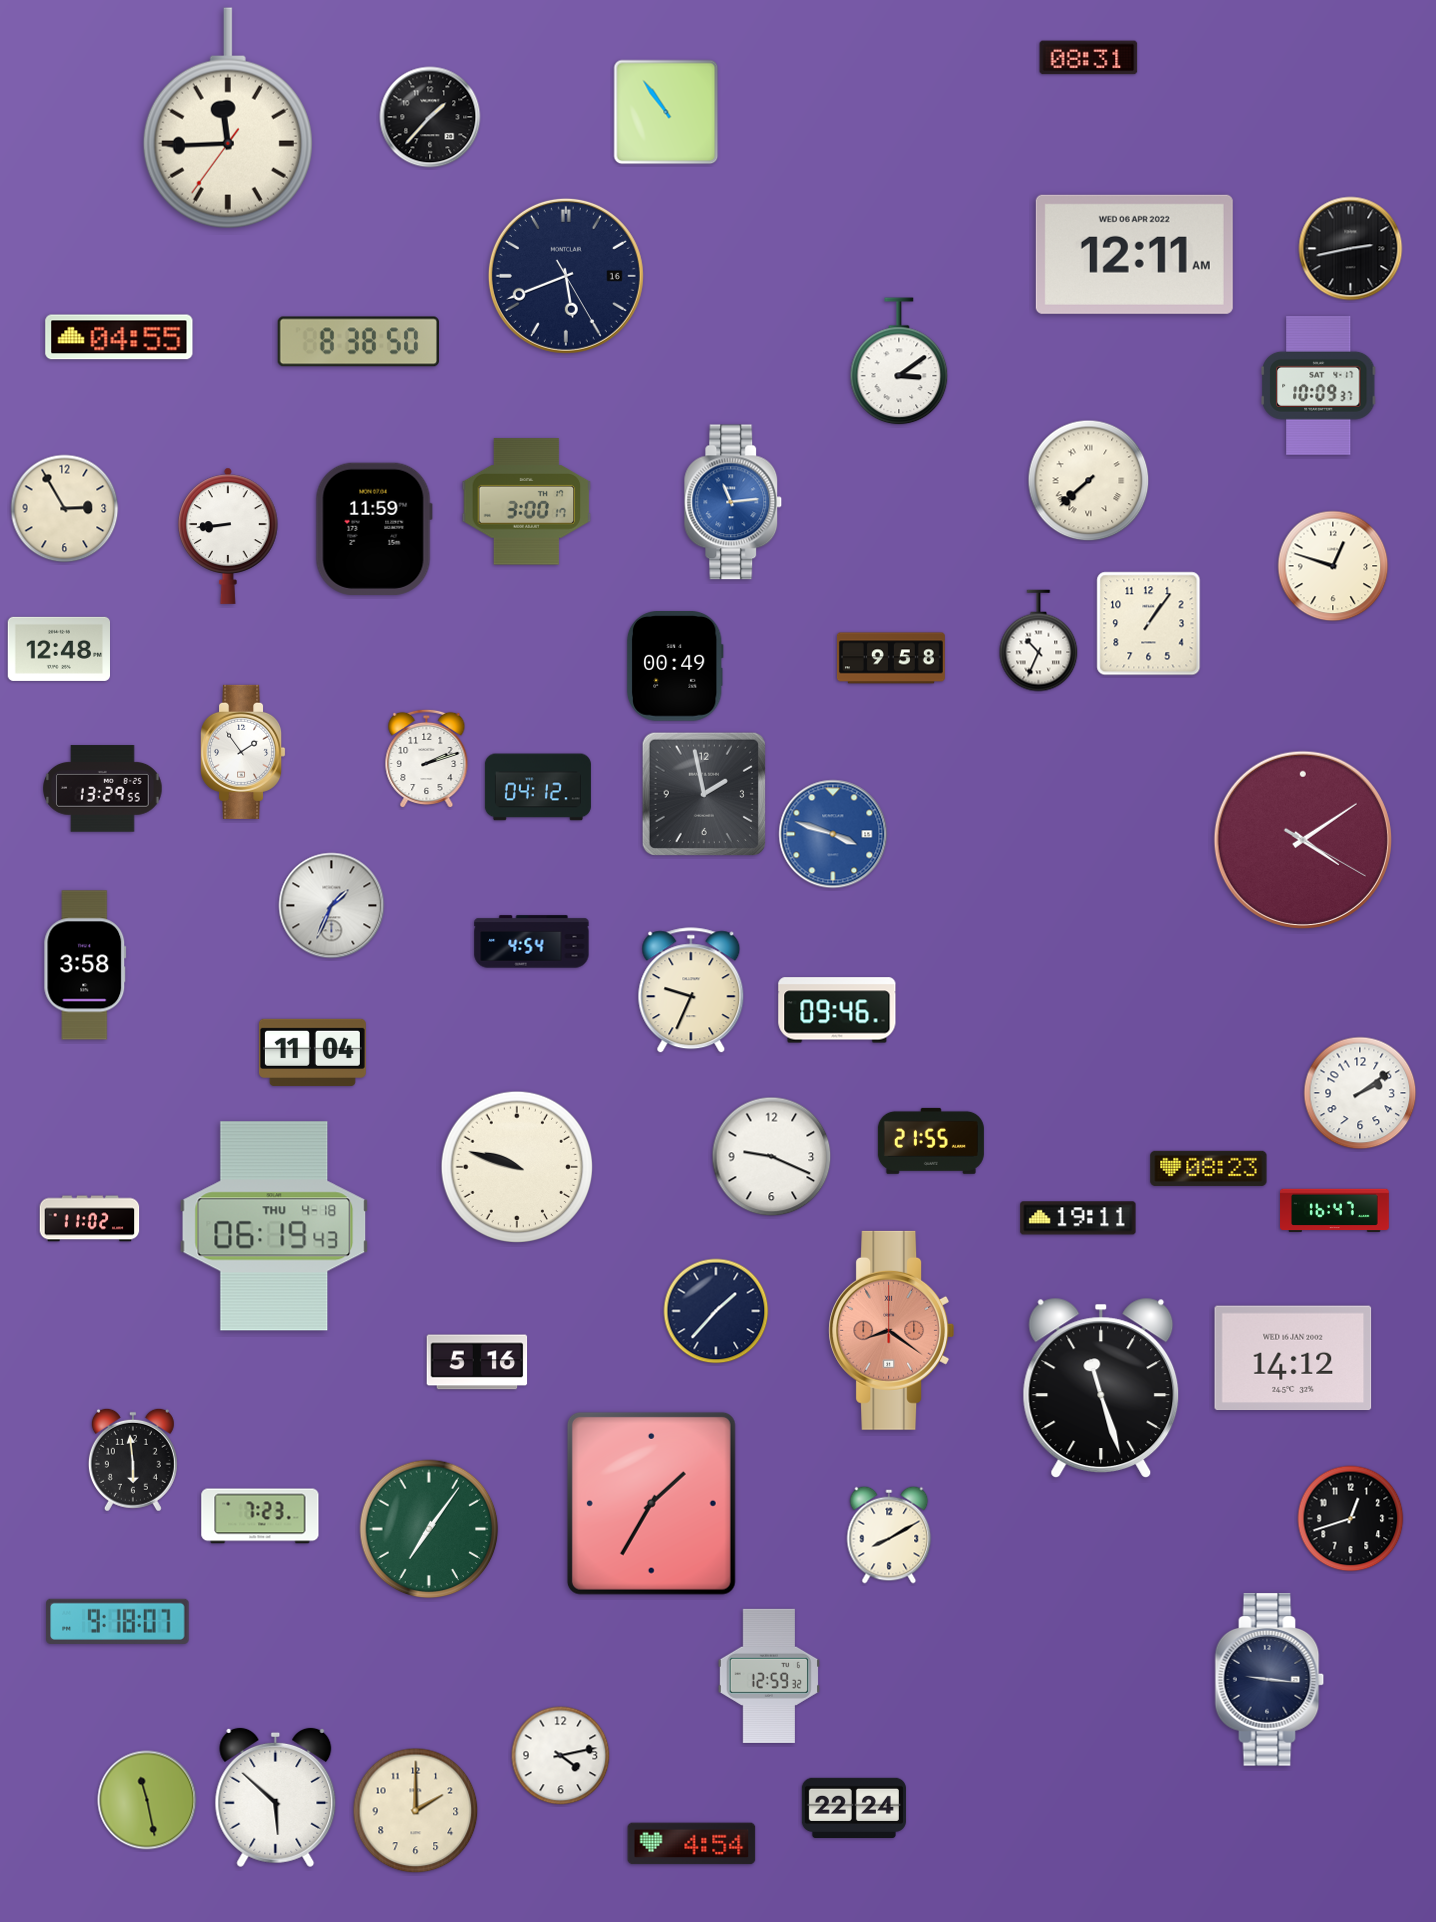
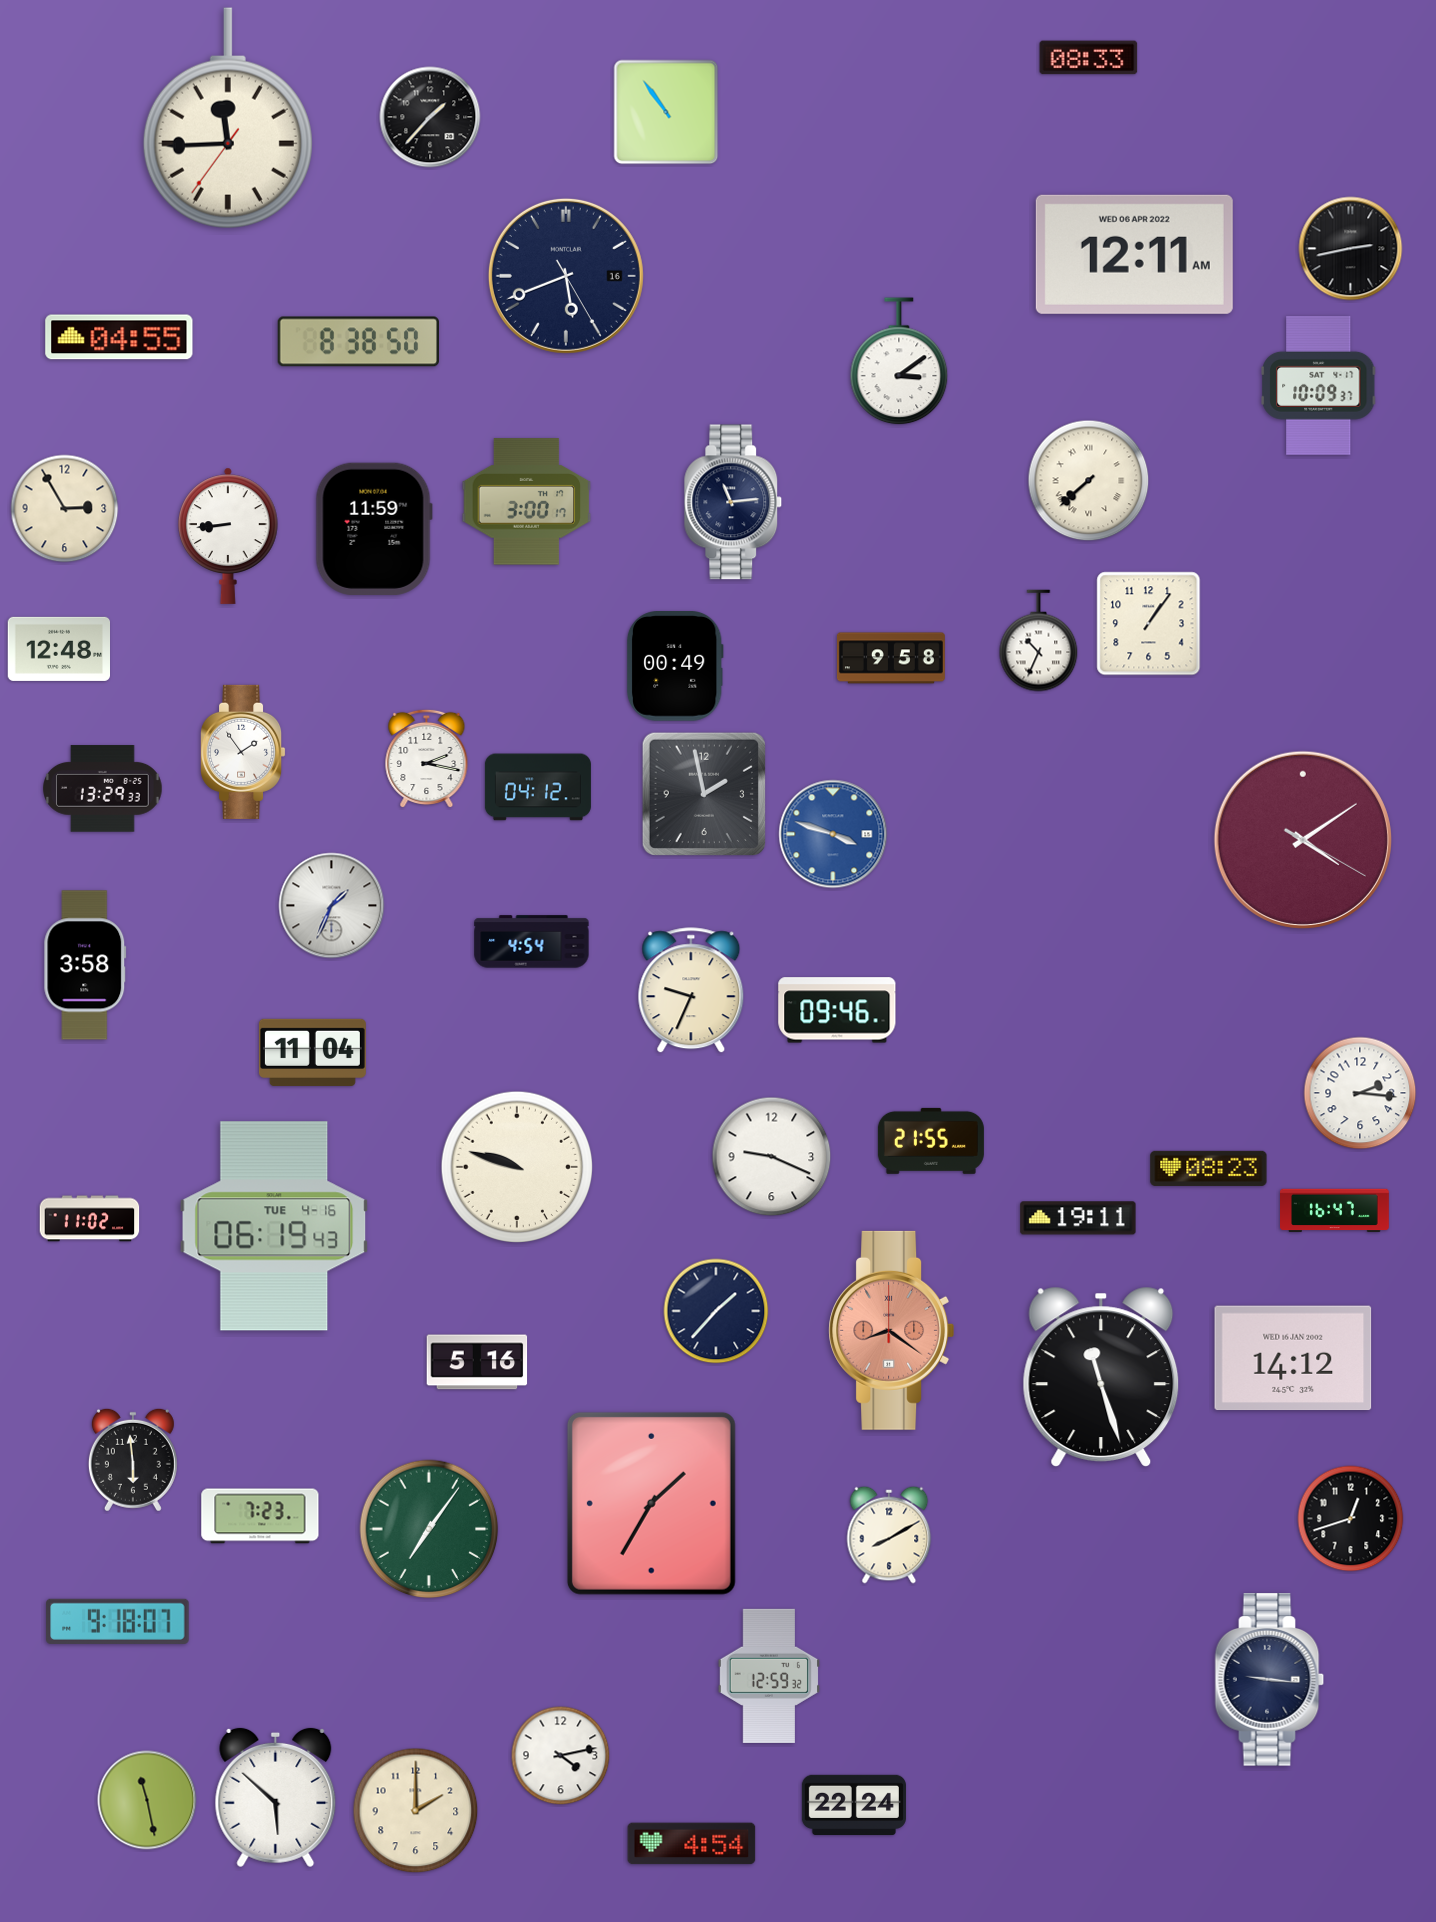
clock at (1089, 58): 08:31 -> 08:33
clock at (733, 502) dial: blue -> navy
clock at (1333, 566): 12:48 -> none
clock at (427, 759): 2:12 -> 2:17
clock at (103, 789): 13:29:55 -> 13:29:33
clock at (1360, 1093): 2:09 -> 2:16
clock at (274, 1226) date: THU 4-18 -> TUE 4-16
clock at (1101, 1387) position: (1101, 1387) -> (1101, 1376)
clock at (854, 1807) position: (854, 1807) -> (854, 1804)
